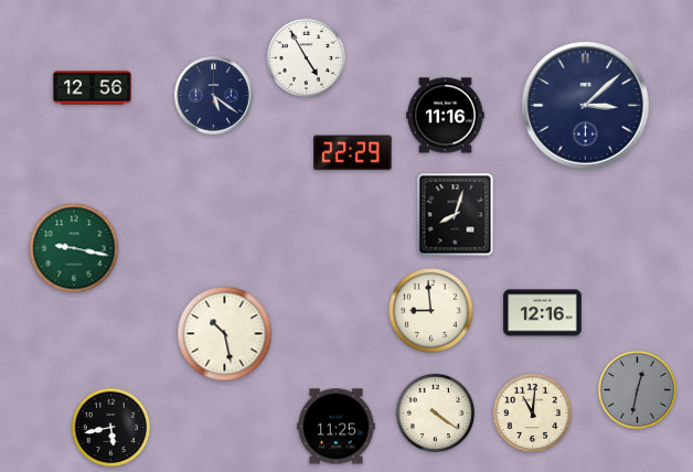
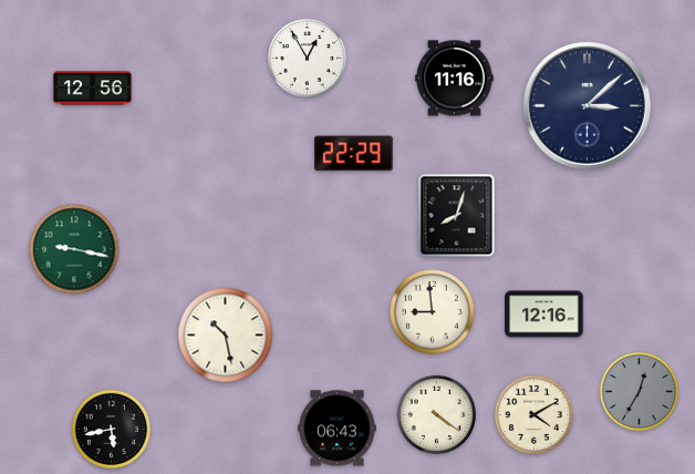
clock at (306, 57): 4:55 -> 12:55
clock at (214, 96): 5:21 -> none
clock at (446, 116) position: (446, 116) -> (455, 79)
clock at (637, 389): 12:32 -> 12:35
clock at (532, 412): 11:01 -> 4:10
clock at (337, 427): 11:25 -> 06:43
